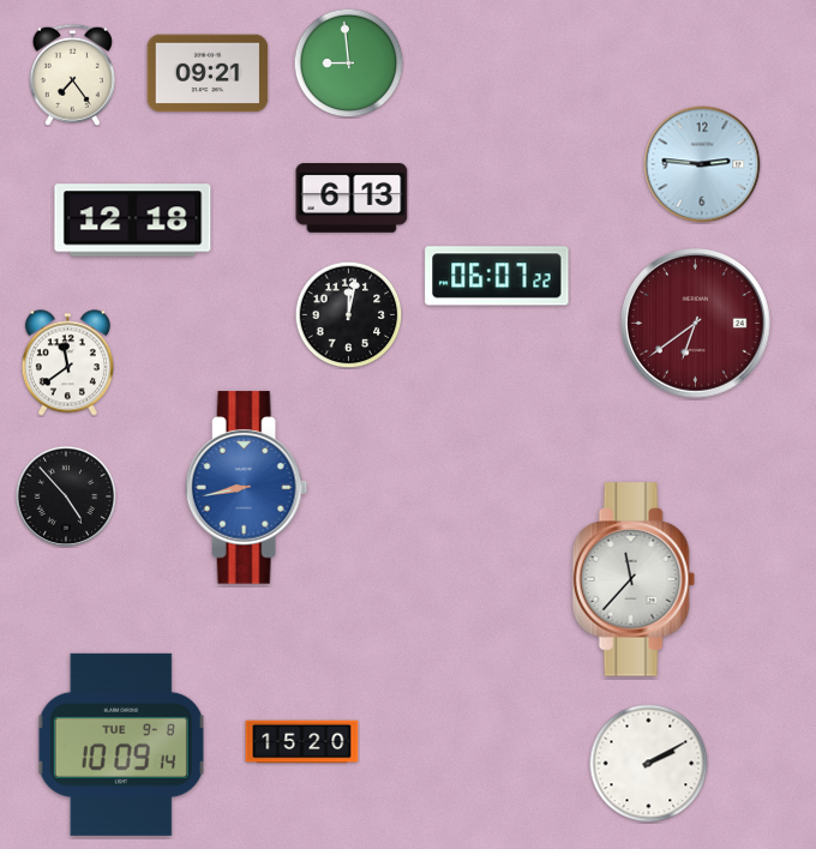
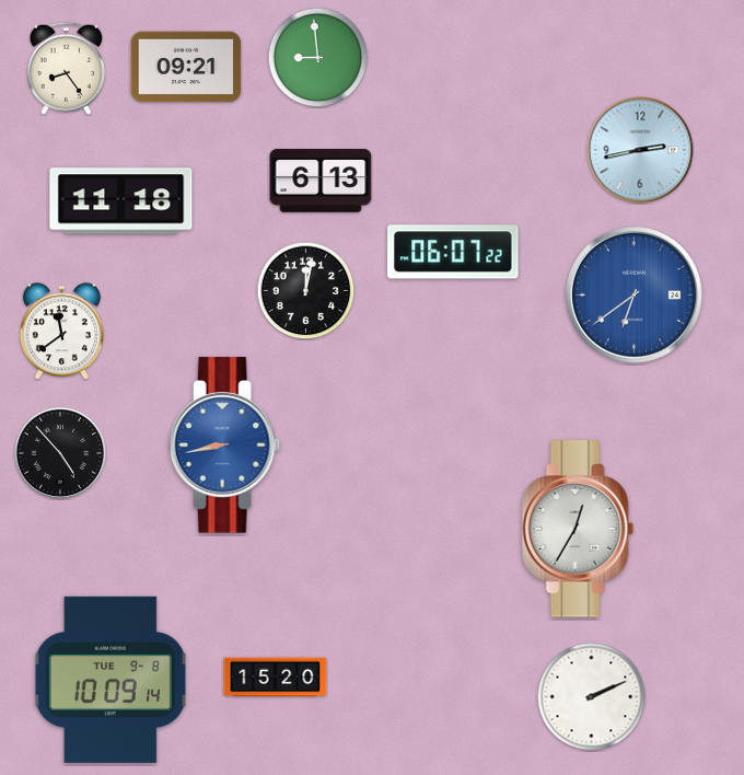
clock at (208, 73) position: (208, 73) -> (186, 67)
clock at (72, 74): 7:24 -> 8:24
clock at (702, 164): 2:46 -> 2:43
clock at (133, 221): 12:18 -> 11:18
clock at (348, 314) position: (348, 314) -> (305, 290)
clock at (695, 323) dial: burgundy -> blue
clock at (634, 579): 11:37 -> 12:35
clock at (649, 764): 2:10 -> 2:11
